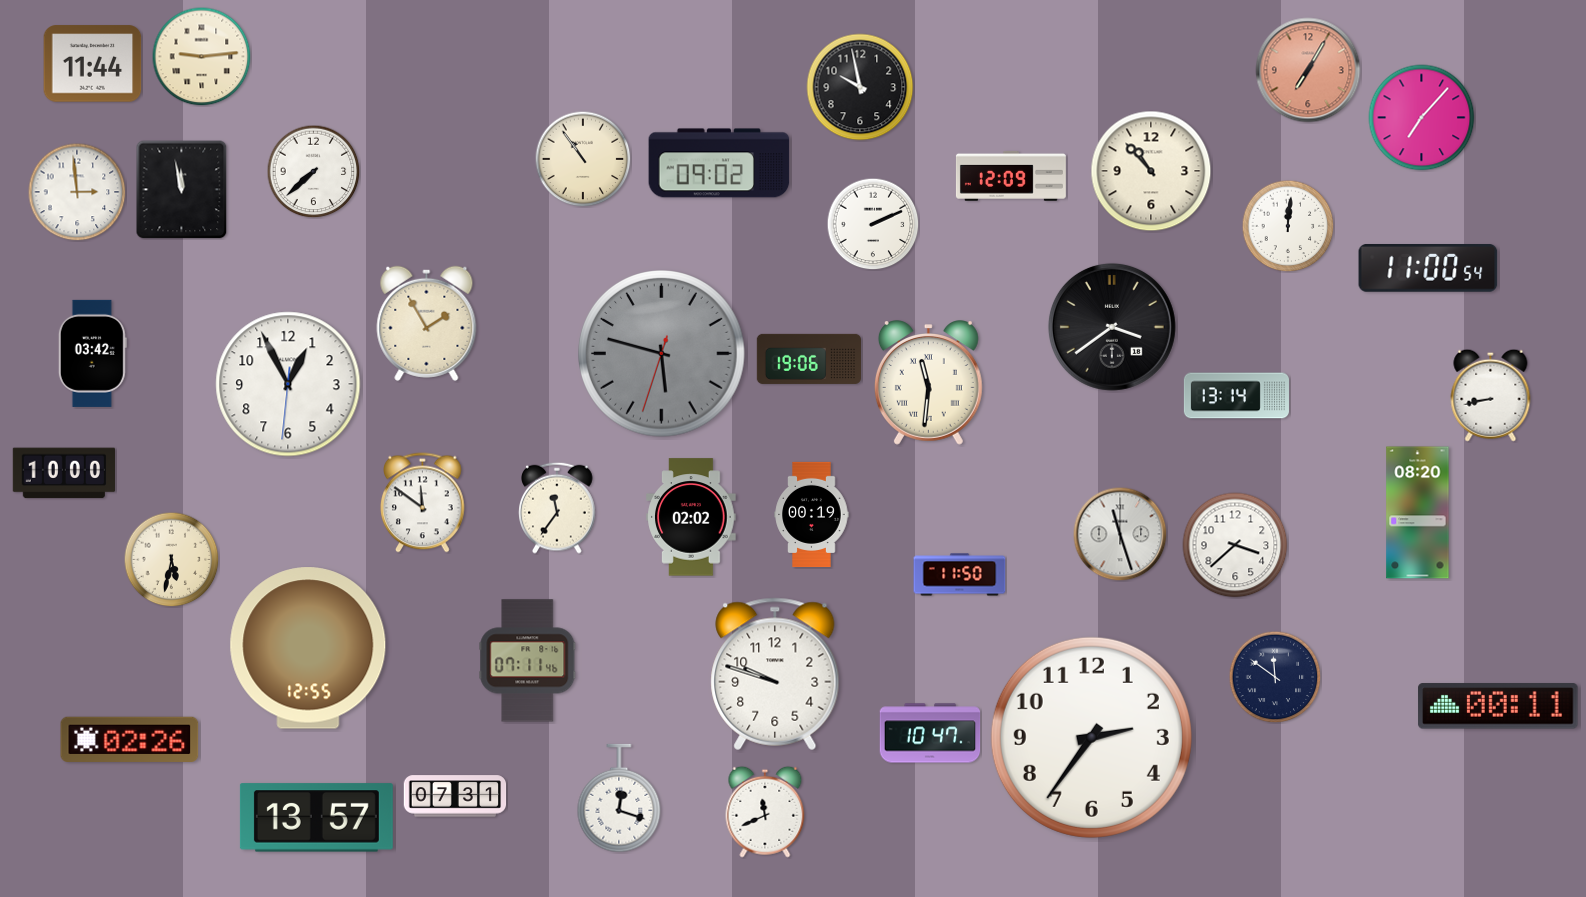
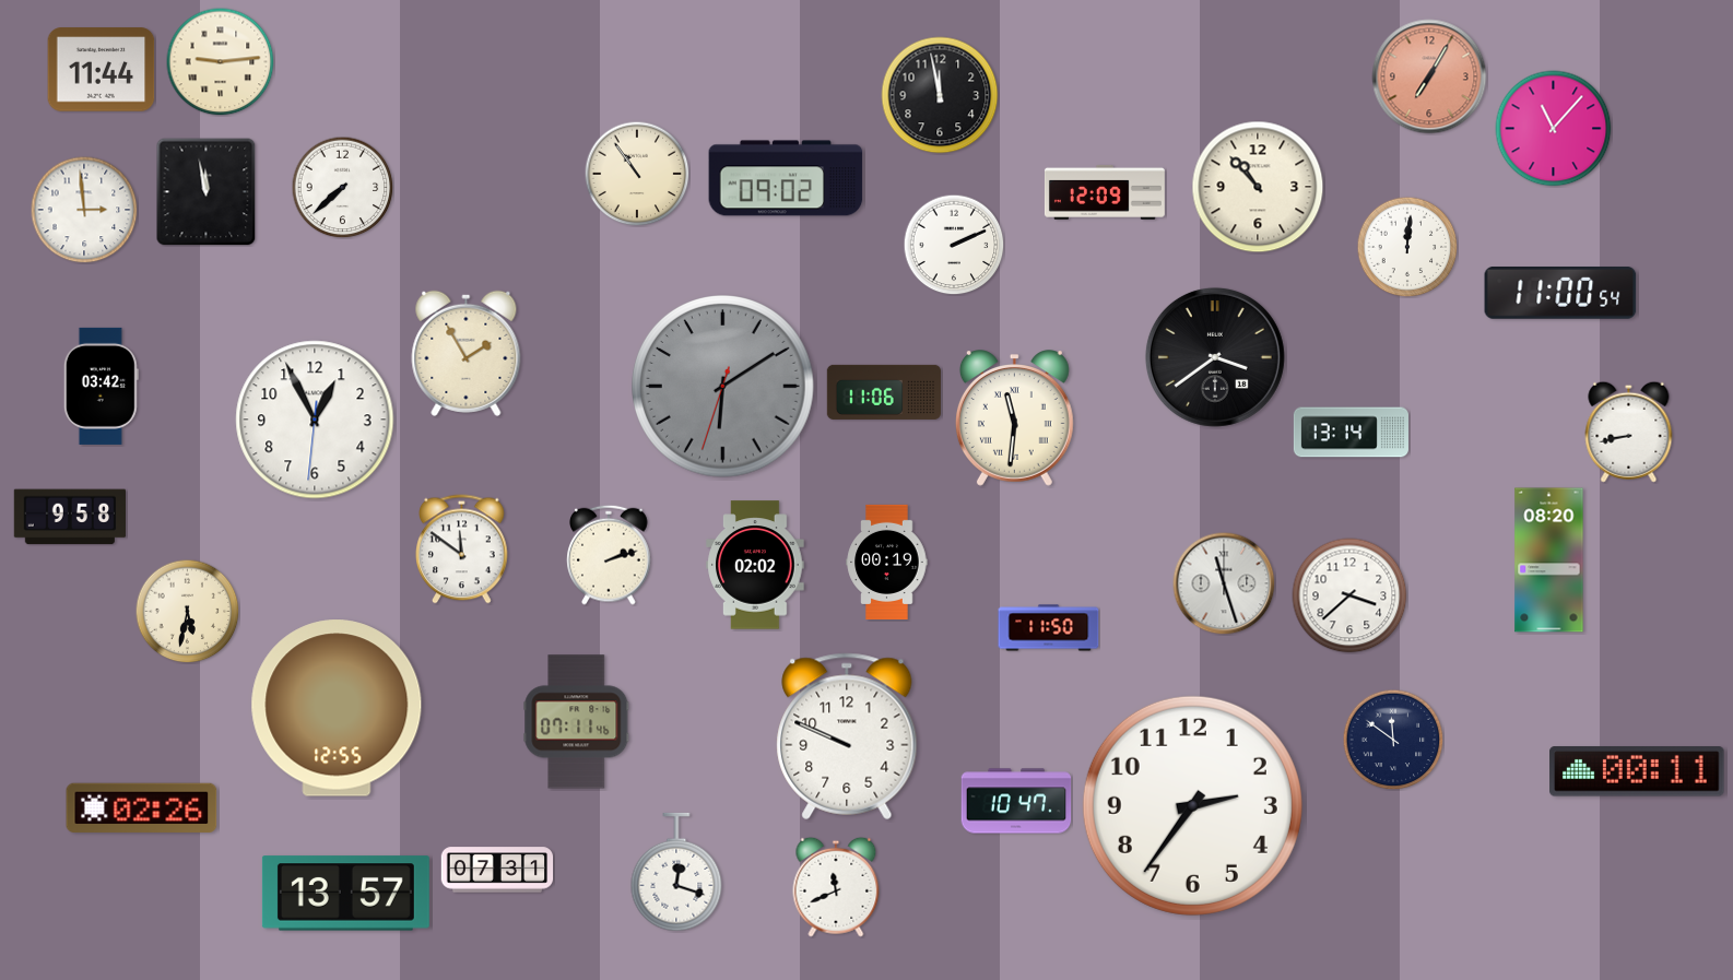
clock at (860, 87): 9:58 -> 11:58
clock at (1422, 118): 7:07 -> 11:07
clock at (182, 190) position: (182, 190) -> (207, 192)
clock at (662, 354): 5:47 -> 6:09
clock at (809, 359): 19:06 -> 11:06
clock at (63, 473): 10:00 -> 9:58
clock at (557, 508): 11:36 -> 2:12
clock at (775, 674): 9:48 -> 9:49
